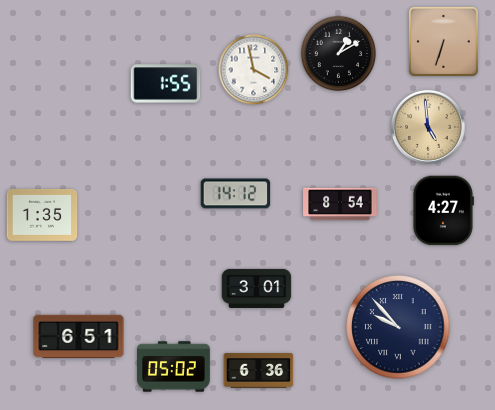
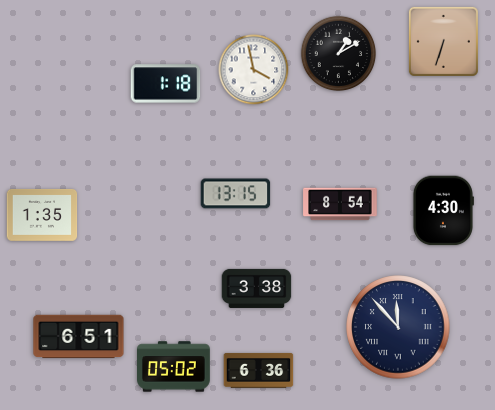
clock at (166, 84): 1:55 -> 1:18
clock at (428, 127): 4:59 -> none
clock at (236, 194): 14:12 -> 13:15
clock at (443, 211): 4:27 -> 4:30
clock at (257, 288): 3:01 -> 3:38
clock at (398, 327): 9:53 -> 11:53
